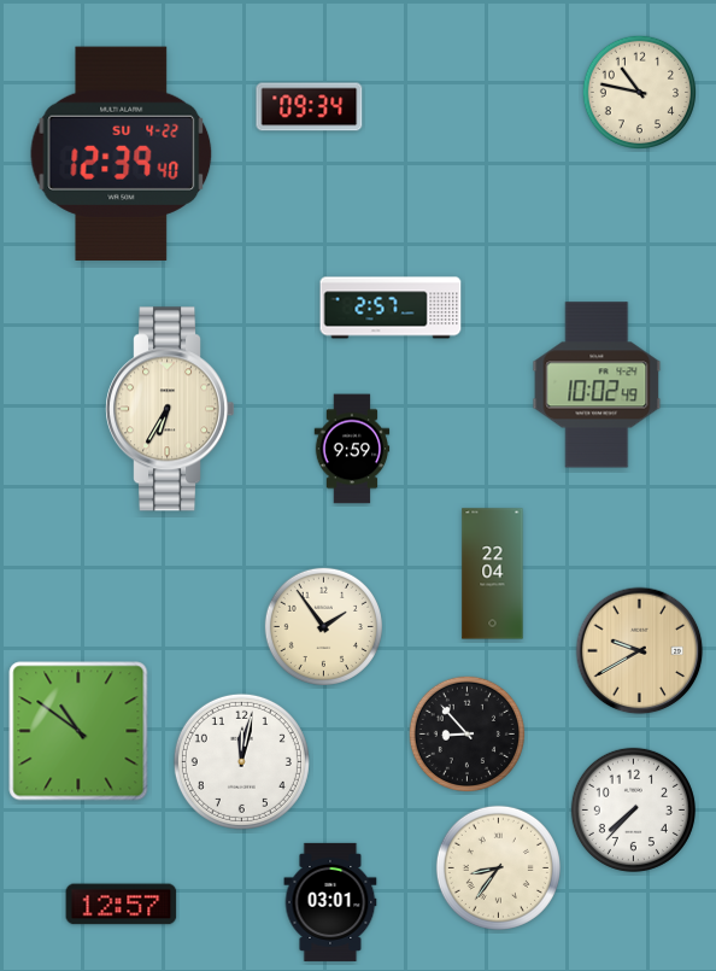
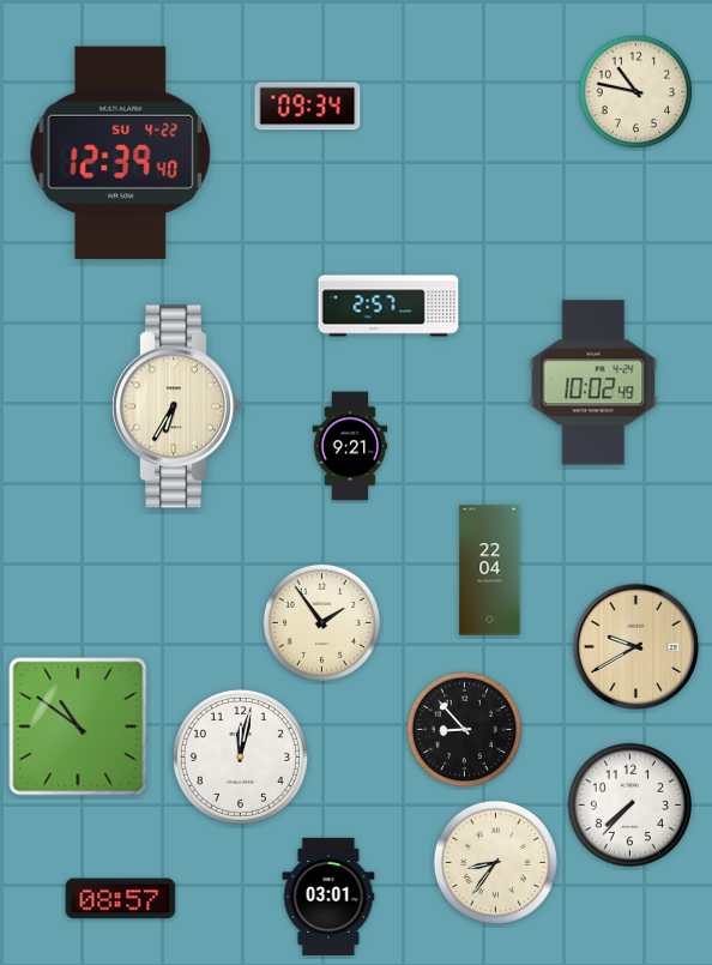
clock at (170, 409) position: (170, 409) -> (176, 406)
clock at (352, 449): 9:59 -> 9:21
clock at (122, 905): 12:57 -> 08:57
